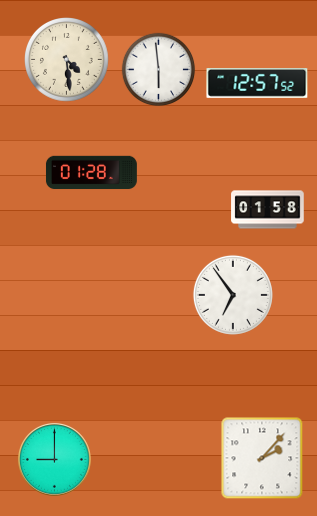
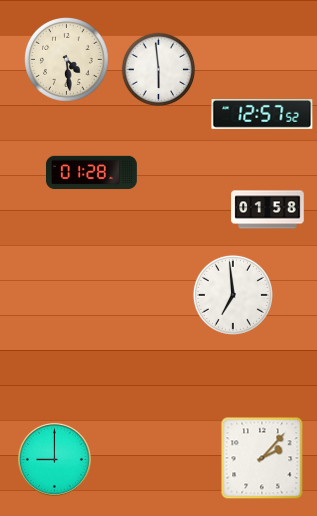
clock at (257, 84) position: (257, 84) -> (262, 115)
clock at (233, 295): 6:54 -> 6:59
